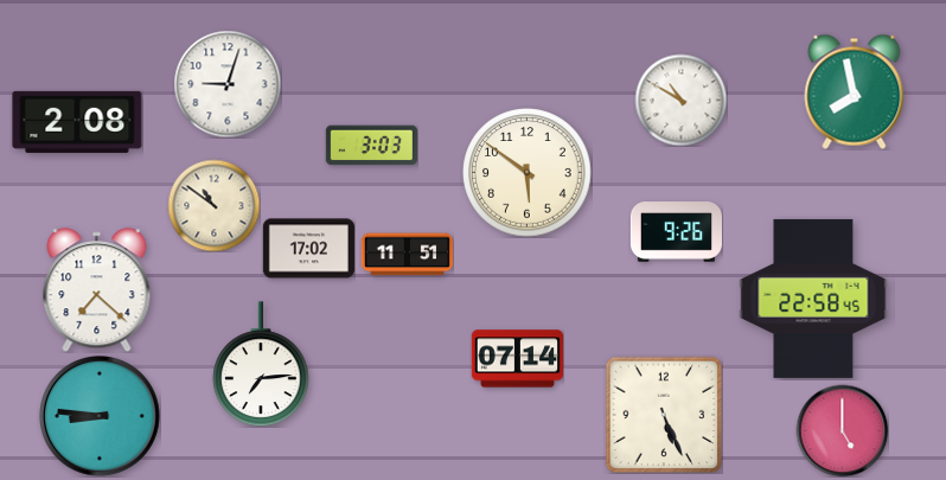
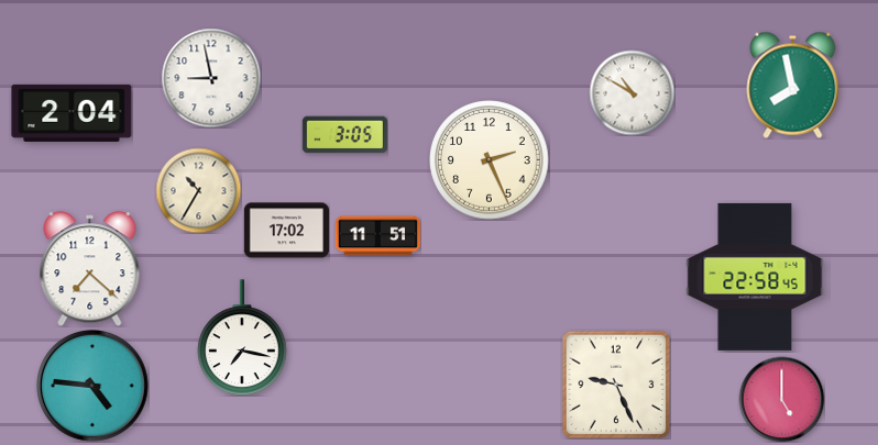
clock at (228, 84): 9:03 -> 8:58
clock at (77, 122): 2:08 -> 2:04
clock at (371, 146): 3:03 -> 3:05
clock at (528, 173): 5:51 -> 2:26
clock at (213, 205): 10:51 -> 10:35
clock at (676, 232): 9:26 -> none
clock at (517, 359): 07:14 -> none
clock at (261, 364): 7:14 -> 7:17
clock at (664, 415): 5:26 -> 9:26
clock at (101, 417): 8:46 -> 4:46
